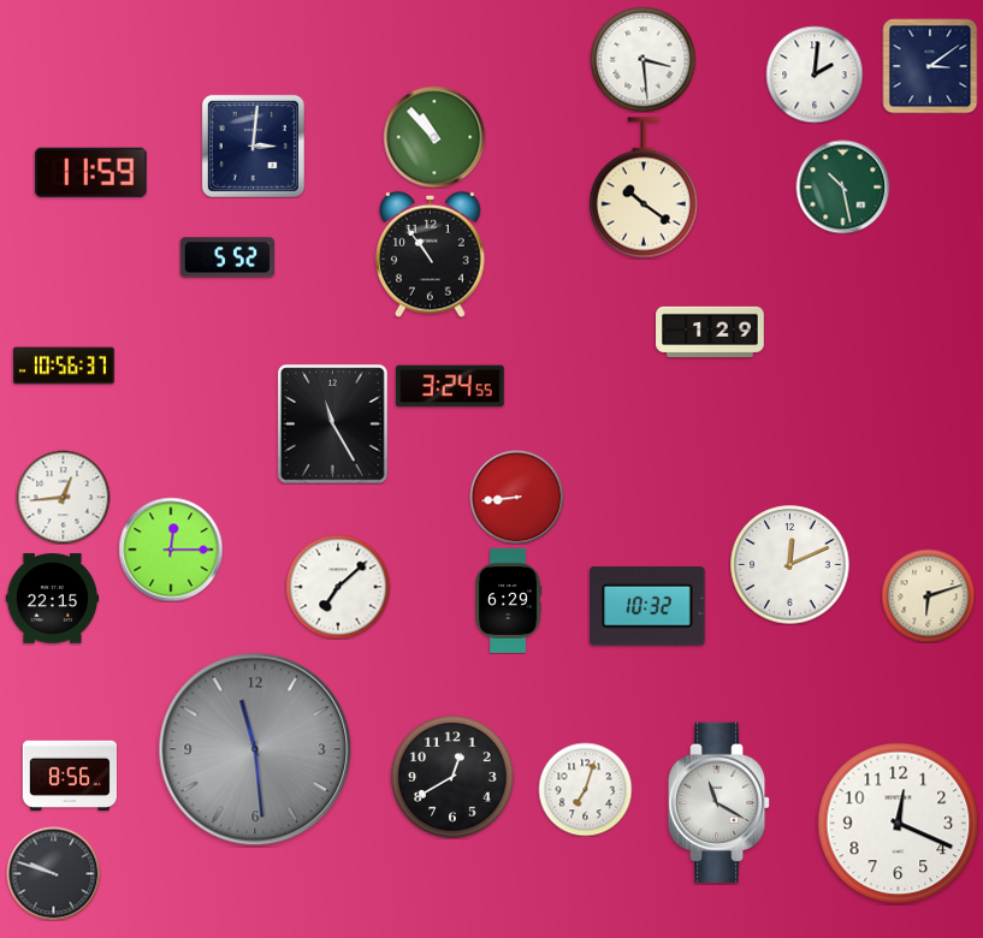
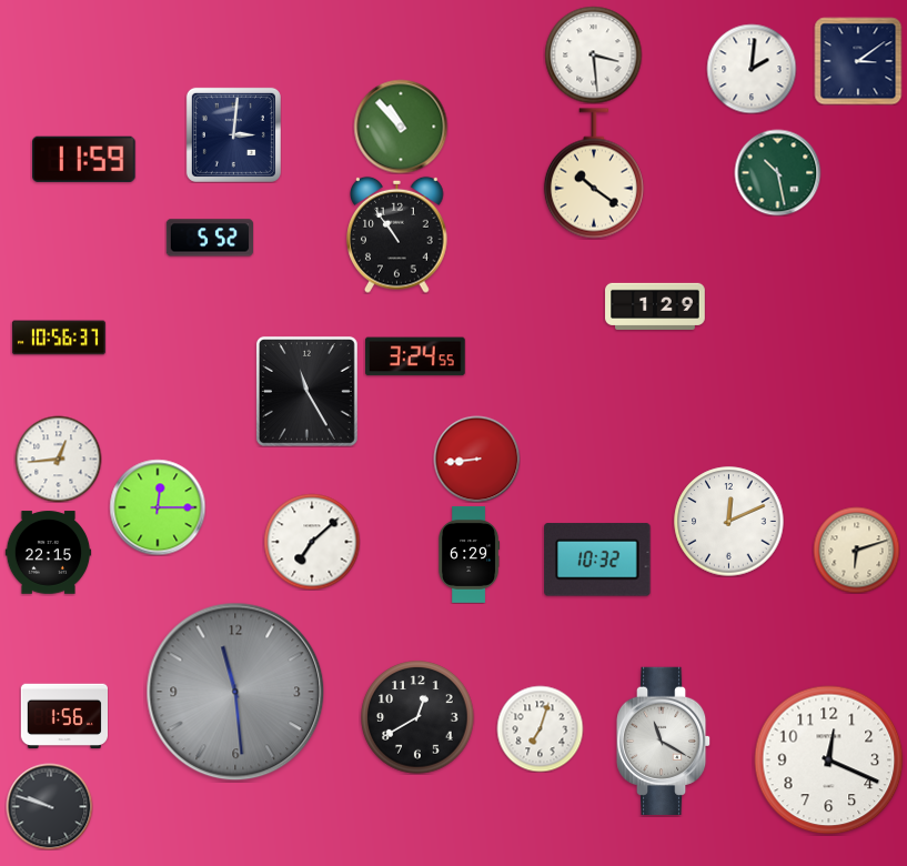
clock at (69, 776): 8:56 -> 1:56
